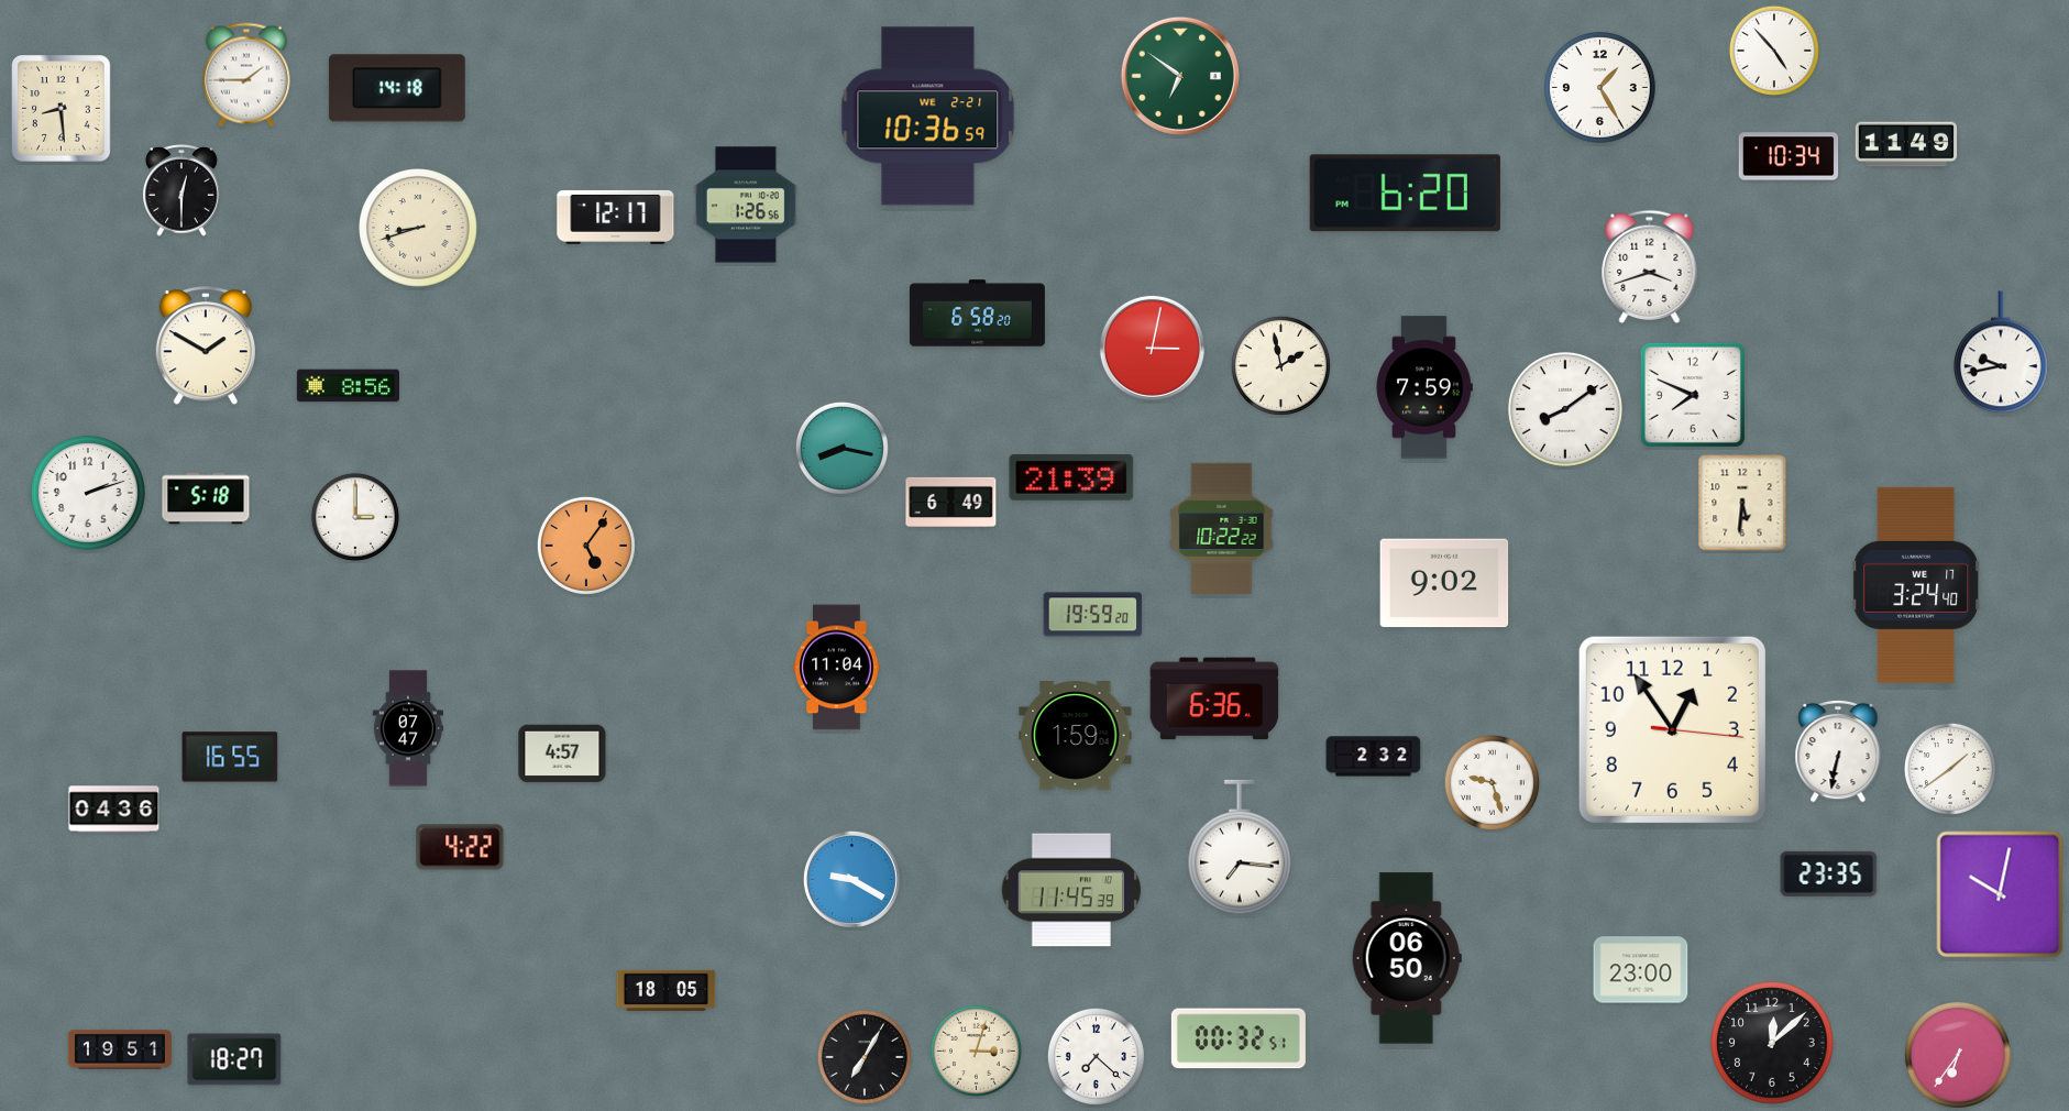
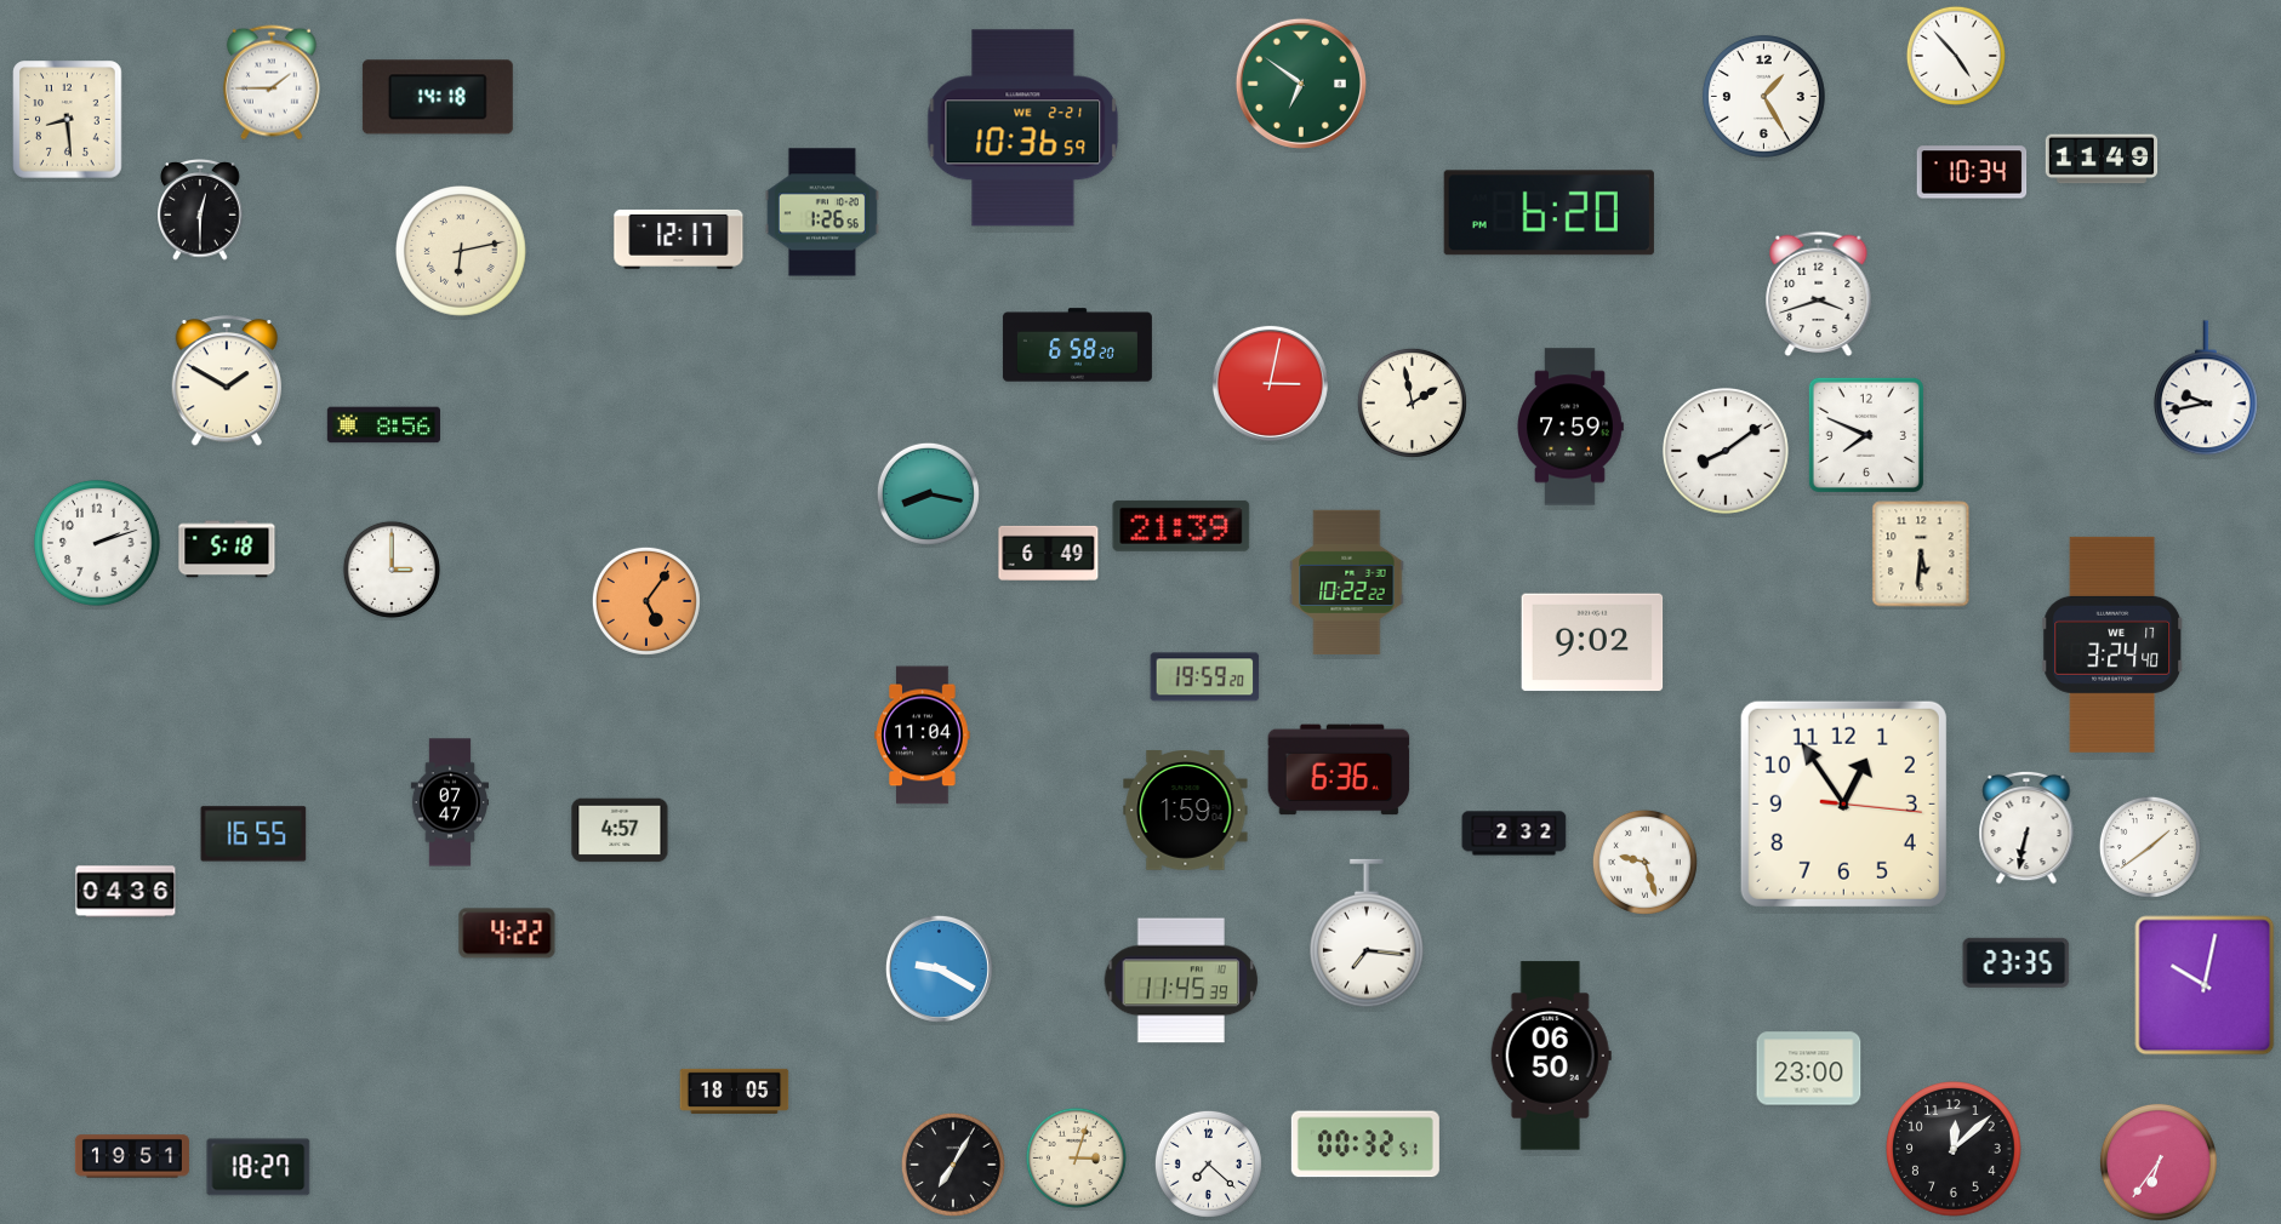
clock at (746, 205) position: (746, 205) -> (822, 212)
clock at (419, 229): 8:42 -> 6:13
